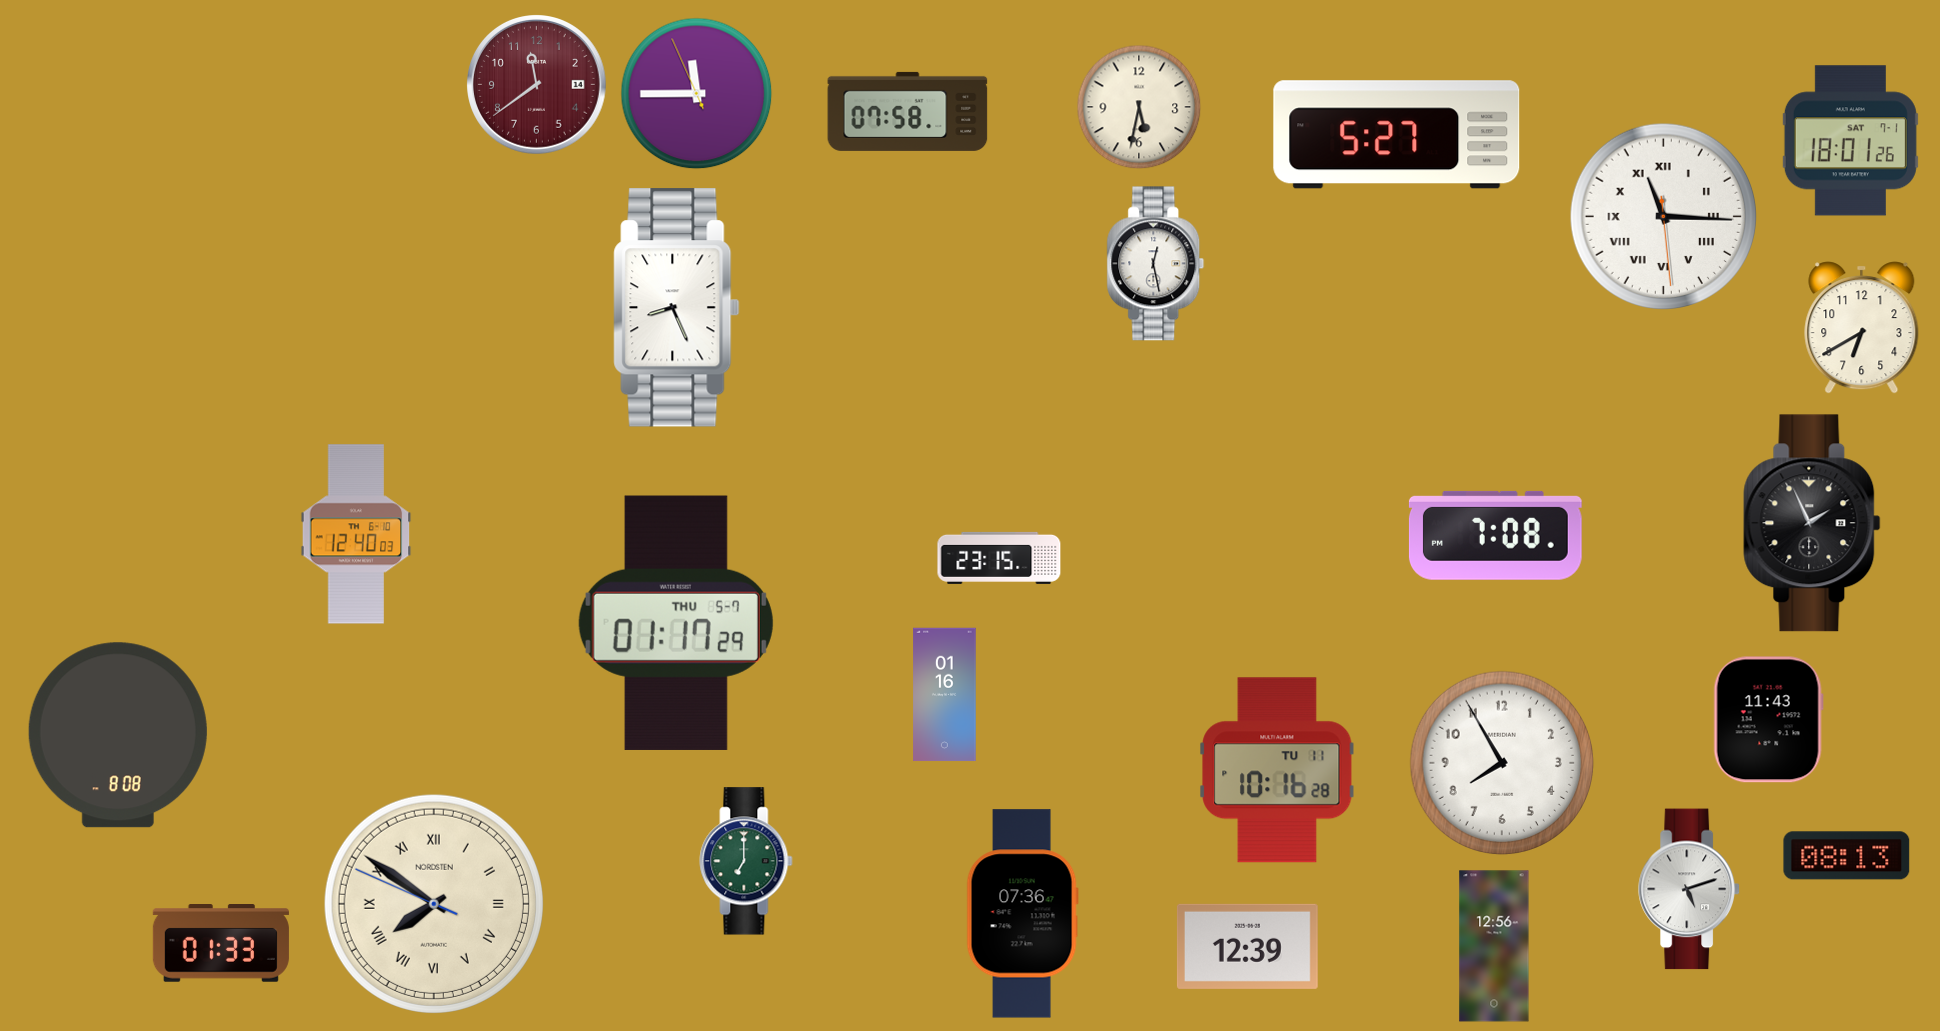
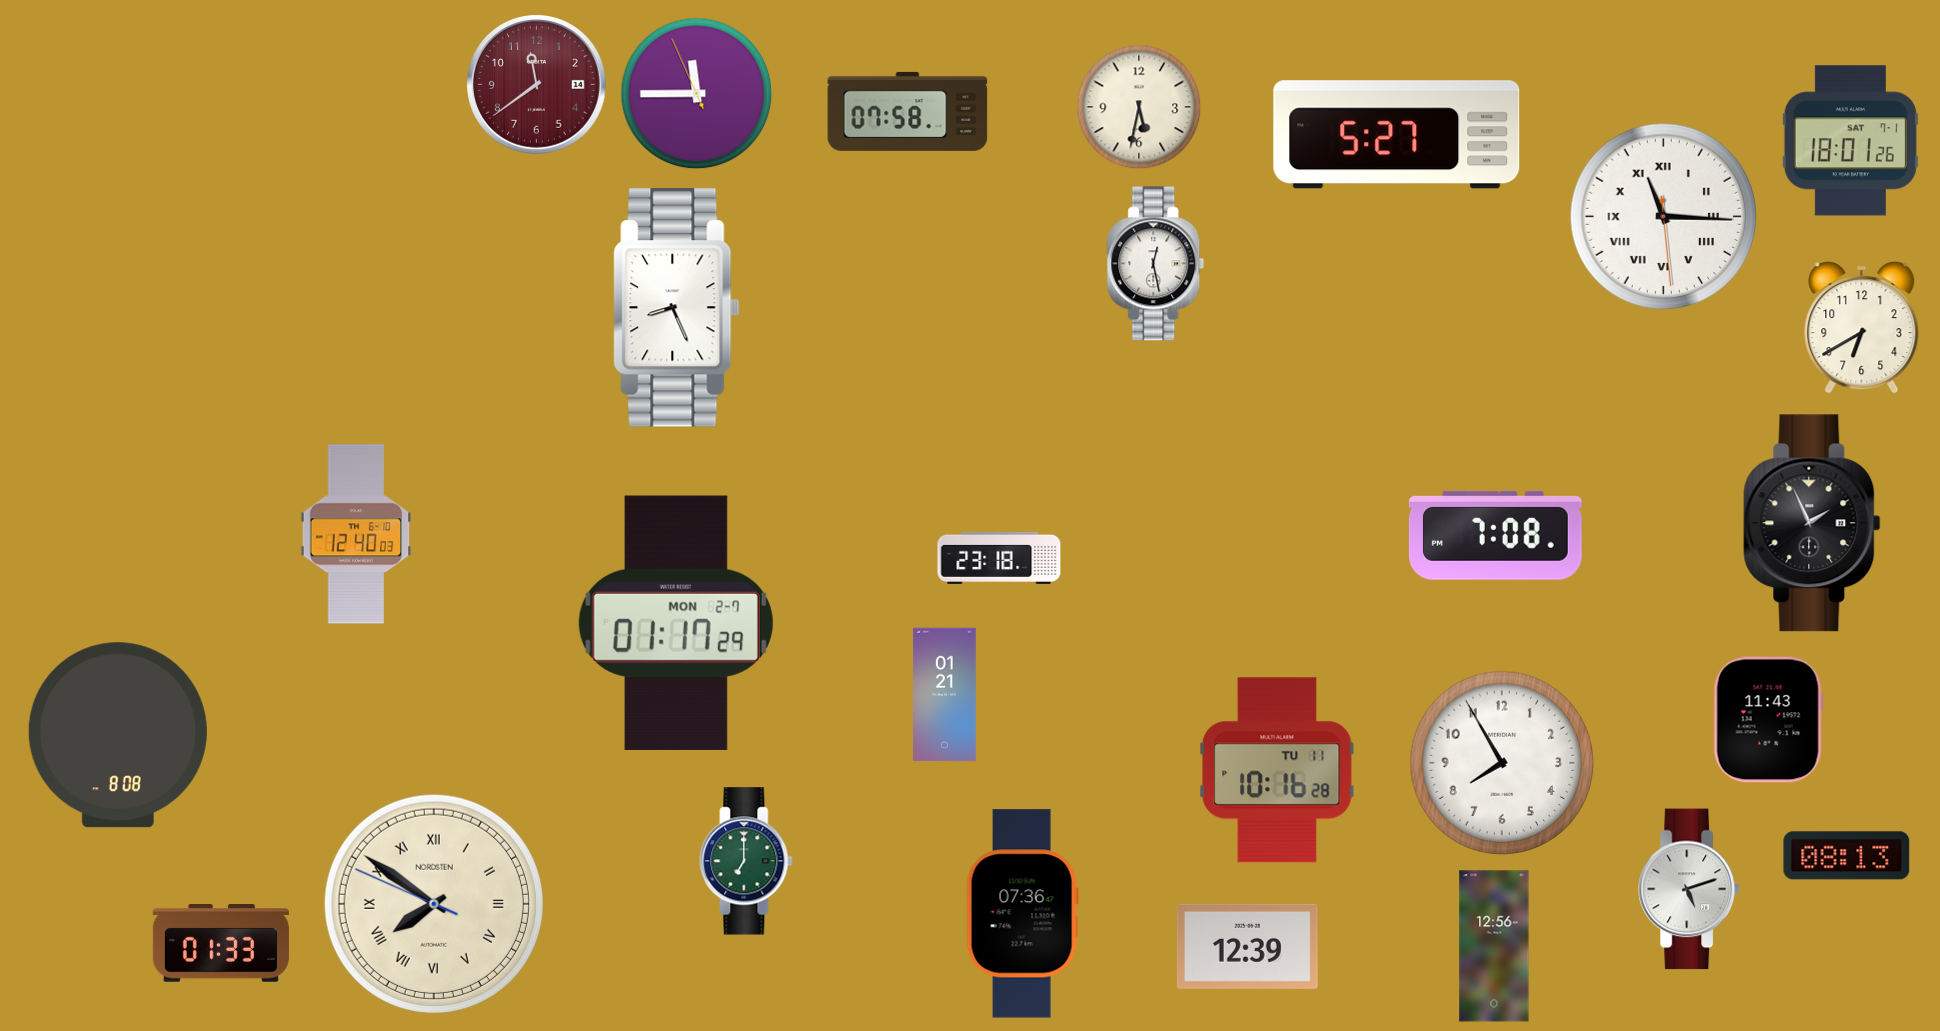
clock at (999, 558): 23:15 -> 23:18
clock at (676, 623) date: THU 5-7 -> MON 2-7
clock at (945, 695): 01:16 -> 01:21
